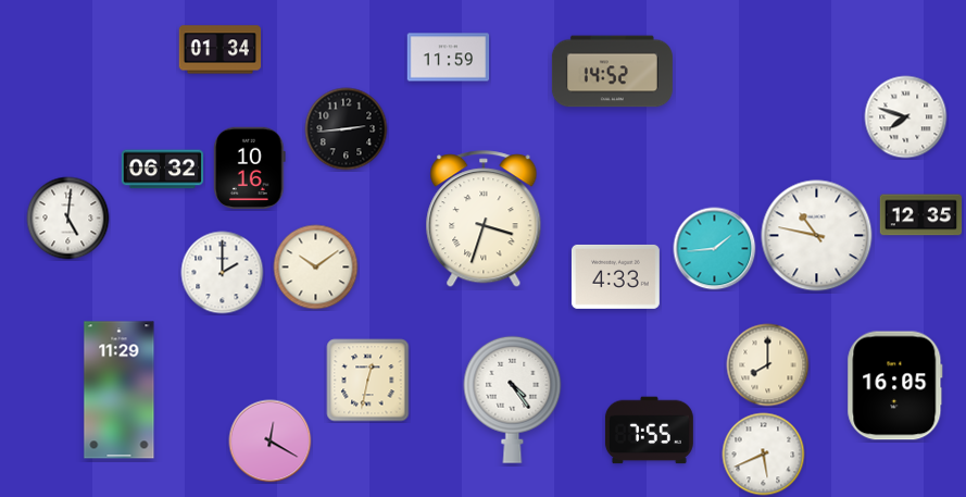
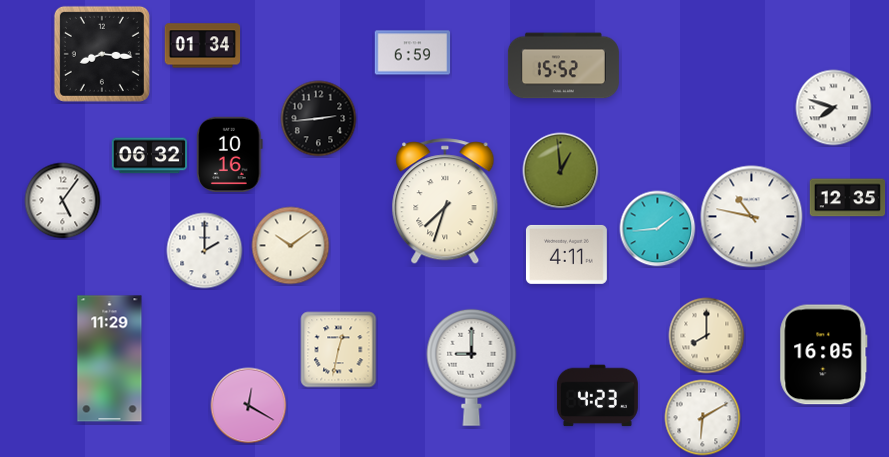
clock at (449, 58): 11:59 -> 6:59
clock at (102, 54): none -> 8:16
clock at (612, 72): 14:52 -> 15:52
clock at (561, 171): none -> 12:59
clock at (68, 219): 5:01 -> 5:06
clock at (484, 220): 3:33 -> 7:33
clock at (615, 276): 4:33 -> 4:11
clock at (513, 399): 4:24 -> 9:00
clock at (649, 431): 7:55 -> 4:23
clock at (764, 455): 5:41 -> 6:10
